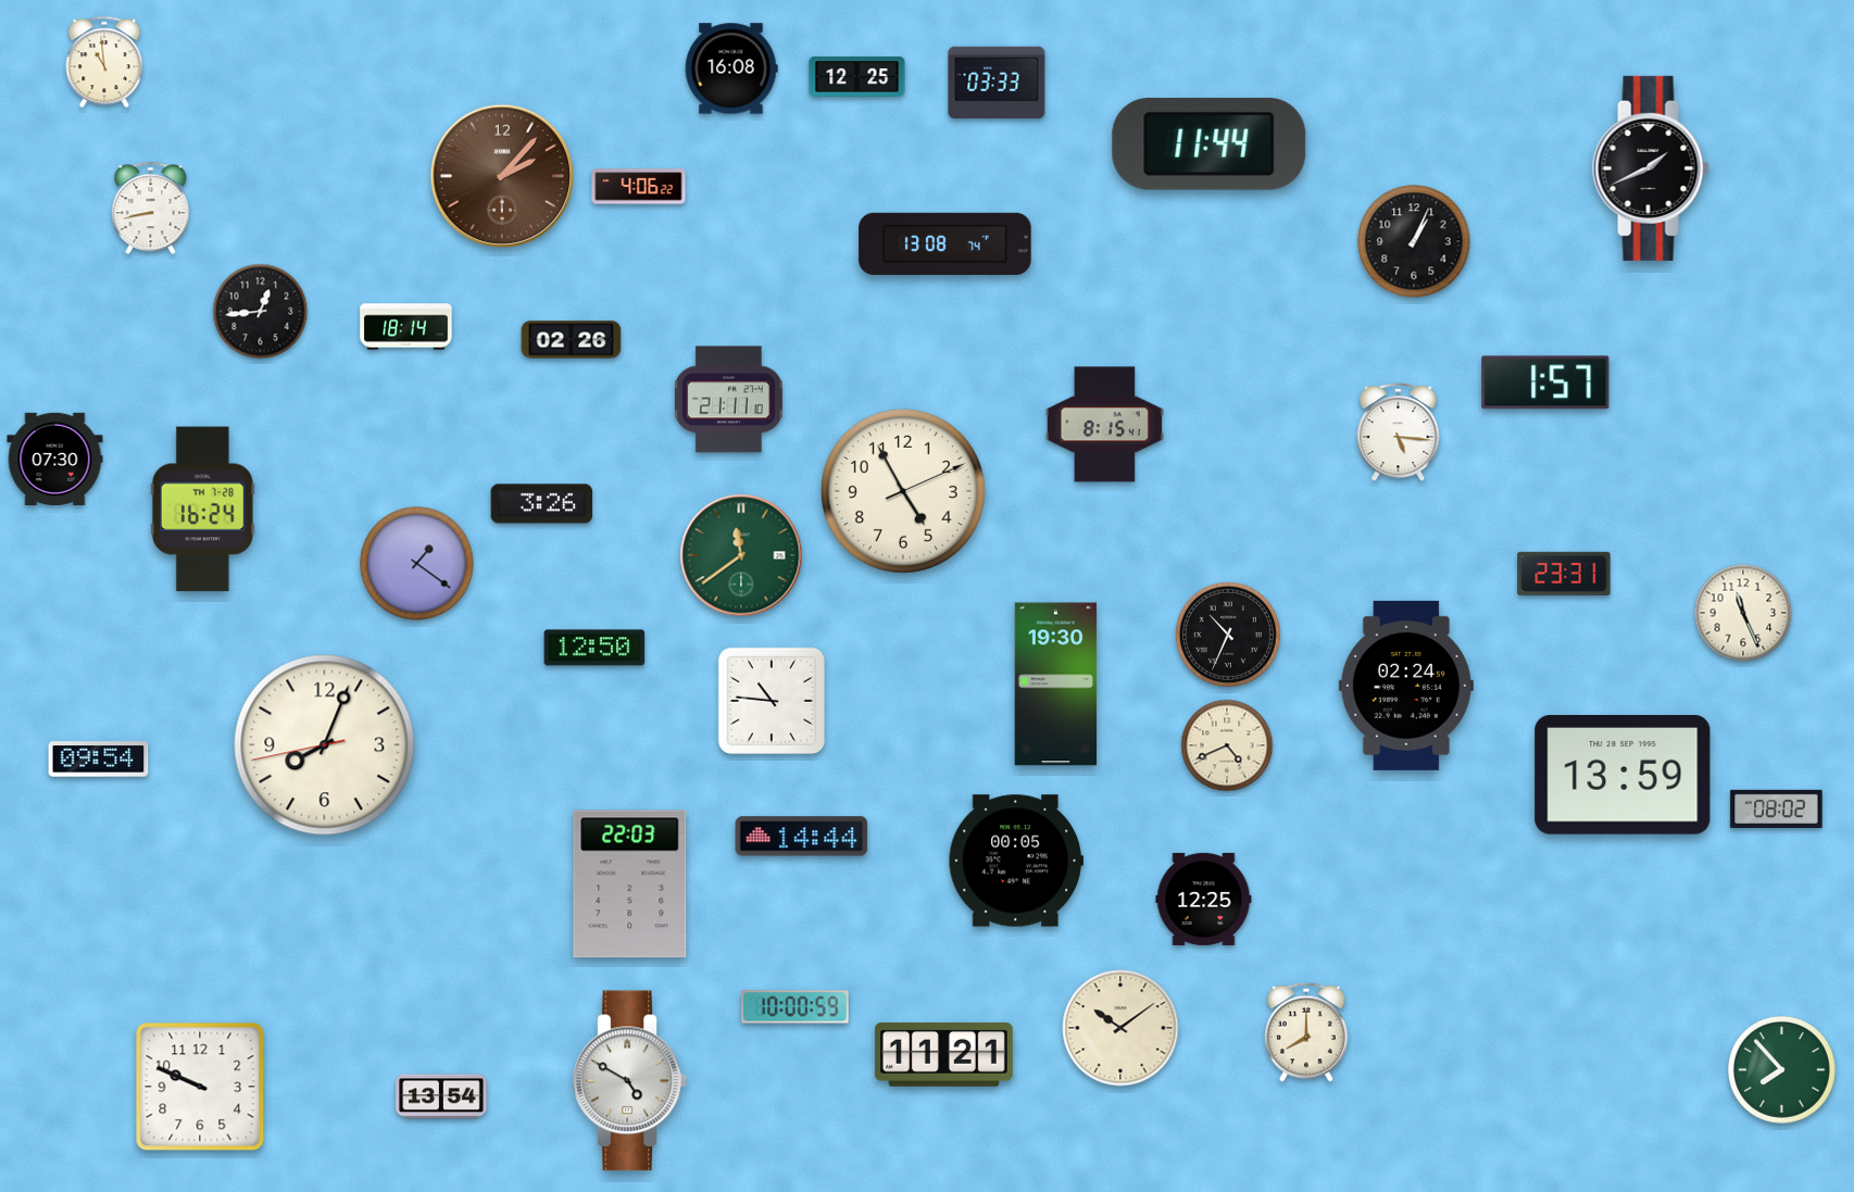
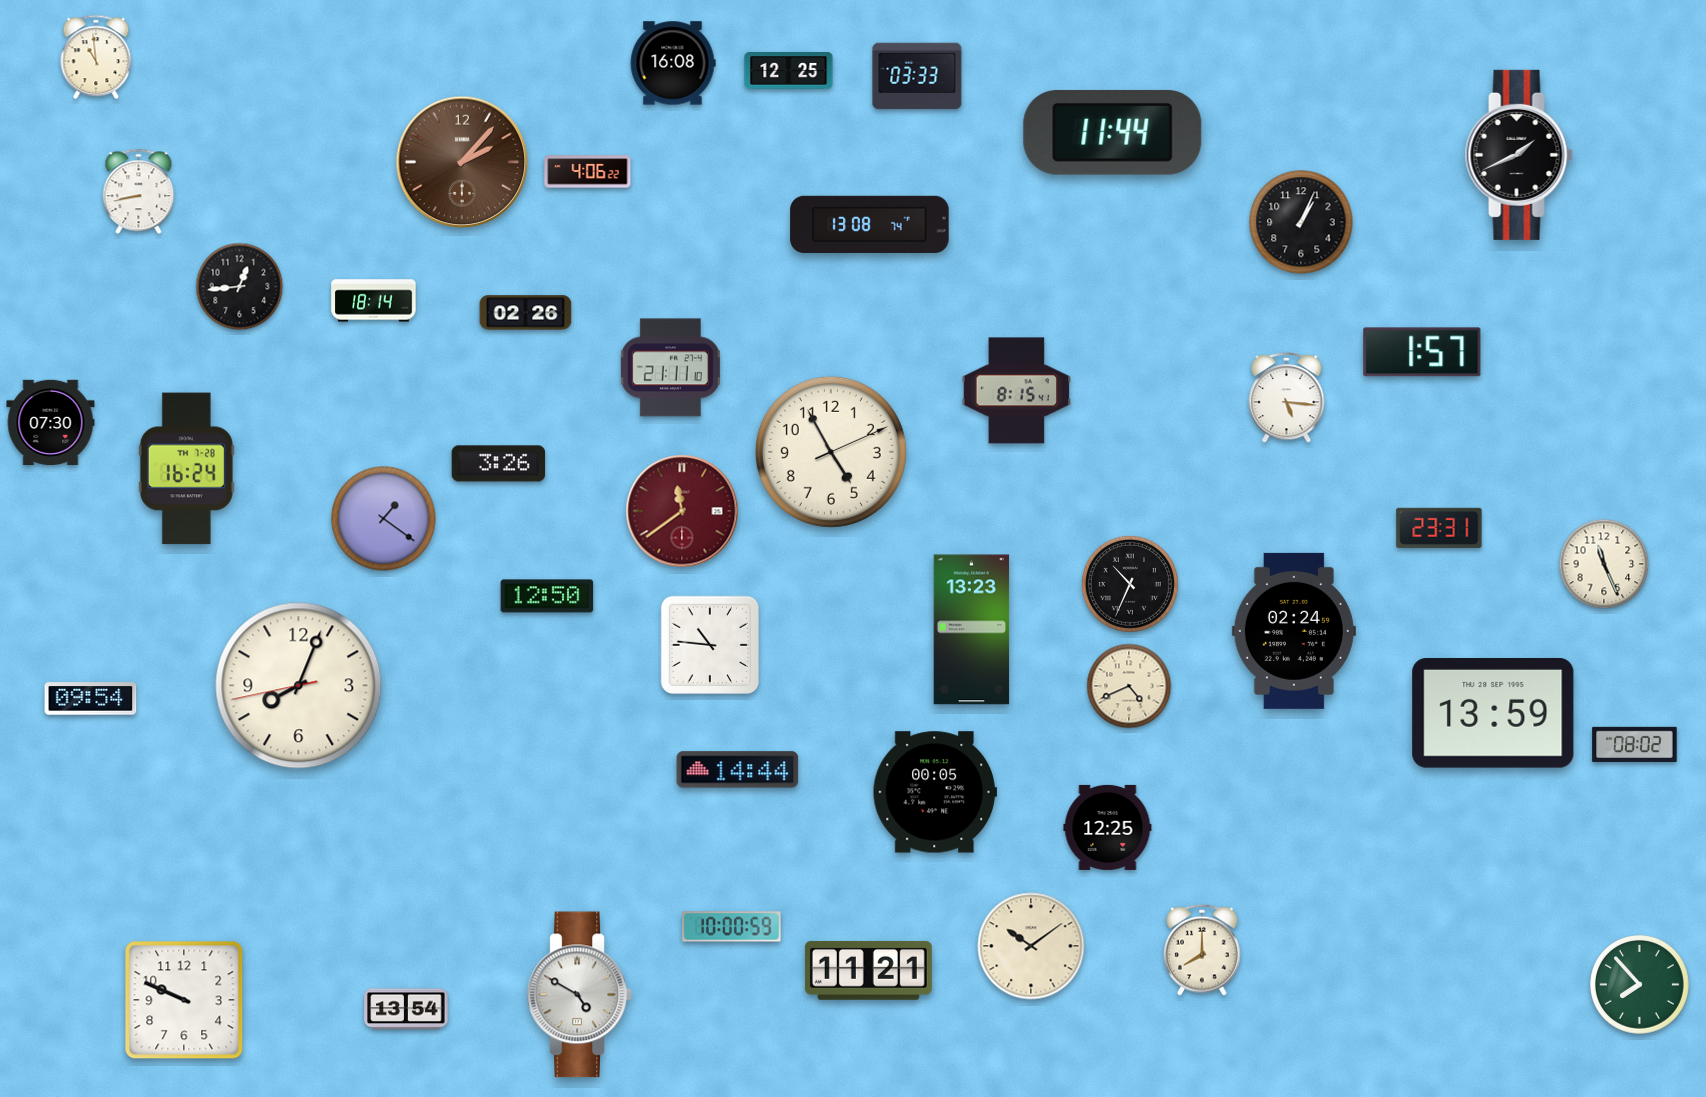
clock at (741, 555) dial: green -> burgundy
clock at (1056, 685): 19:30 -> 13:23
clock at (630, 884): 22:03 -> none
